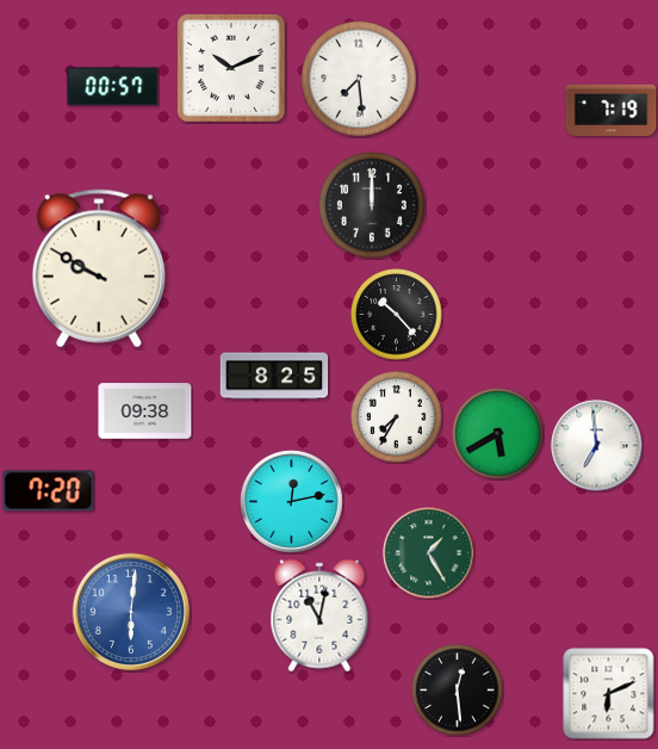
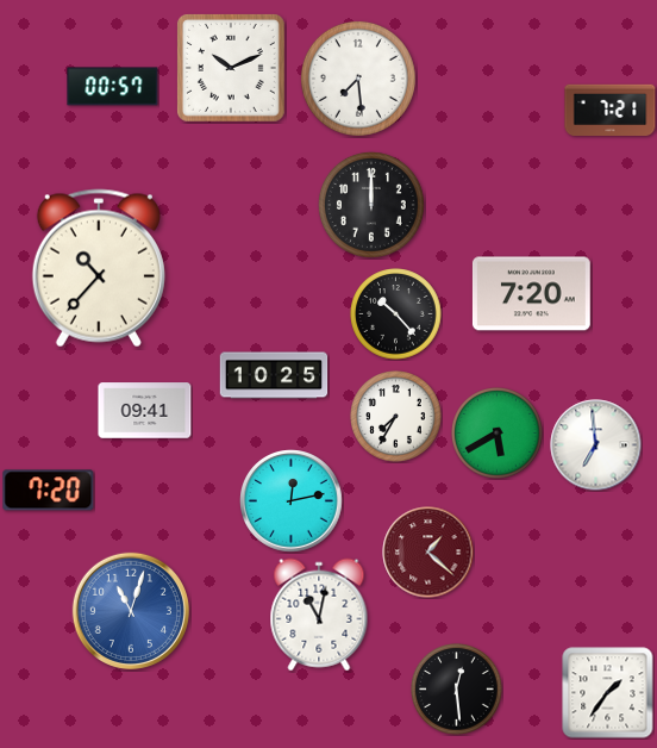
clock at (612, 110): 7:19 -> 7:21
clock at (99, 268): 9:50 -> 10:37
clock at (531, 294): none -> 7:20
clock at (274, 376): 8:25 -> 10:25
clock at (145, 411): 09:38 -> 09:41
clock at (429, 553): 1:25 -> 1:22
clock at (429, 553) dial: green -> burgundy
clock at (131, 612): 6:01 -> 11:03
clock at (609, 694): 6:11 -> 1:36
